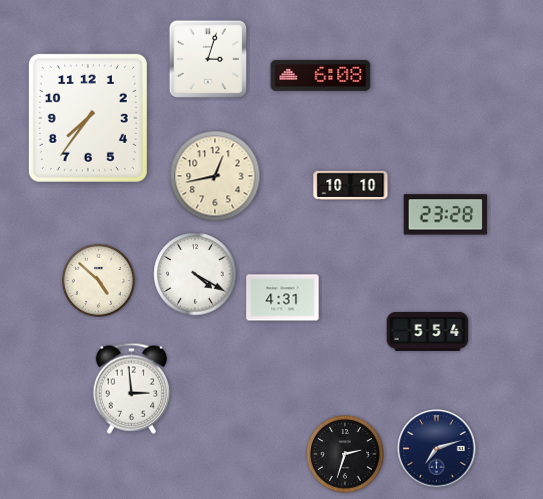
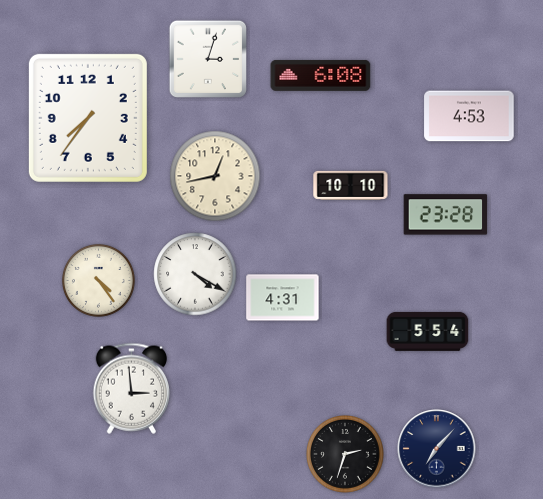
clock at (469, 116): none -> 4:53
clock at (98, 280): 4:52 -> 4:24
clock at (437, 449): 7:12 -> 7:07
